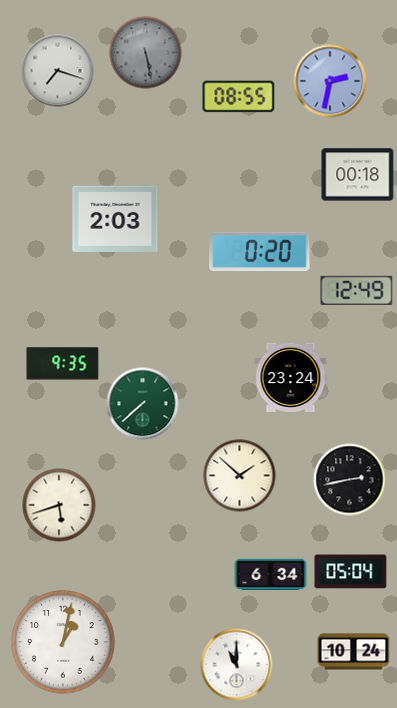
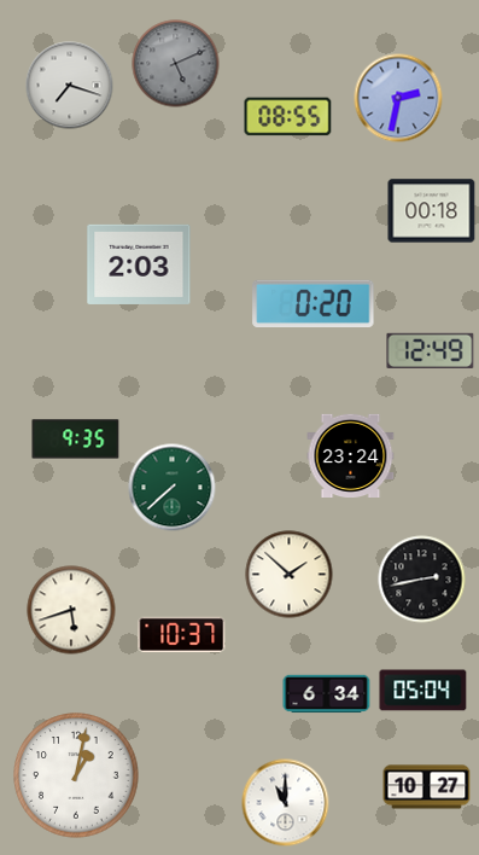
clock at (146, 53): 5:28 -> 5:11
clock at (182, 634): none -> 10:37
clock at (354, 652): 10:24 -> 10:27
